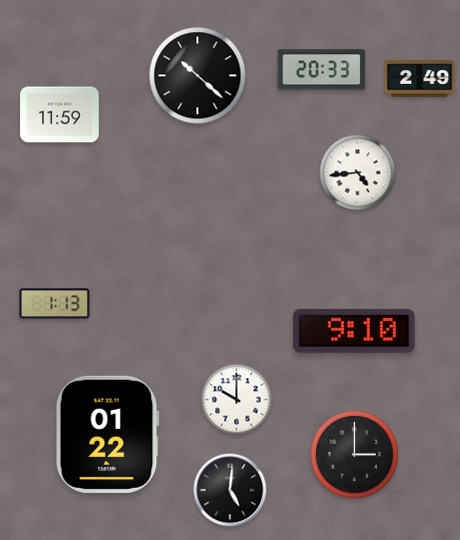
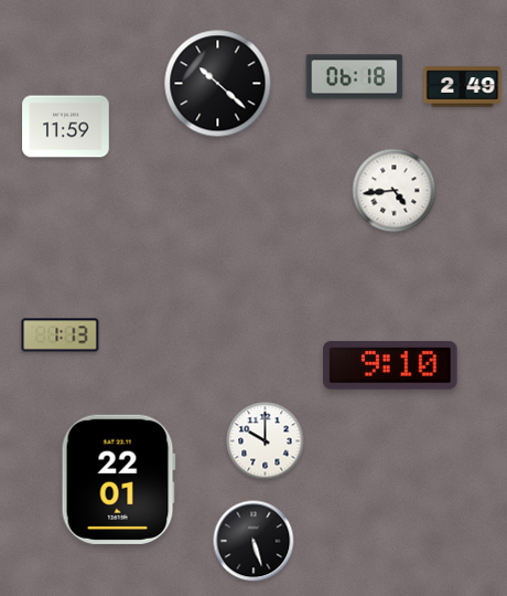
clock at (322, 70): 20:33 -> 06:18
clock at (237, 400) position: (237, 400) -> (266, 441)
clock at (107, 434): 01:22 -> 22:01
clock at (354, 454): 3:00 -> none
clock at (230, 490): 5:01 -> 5:27
